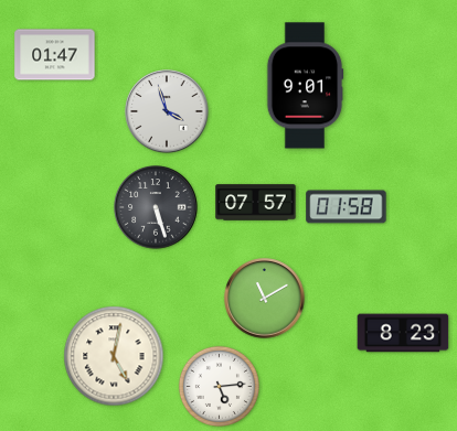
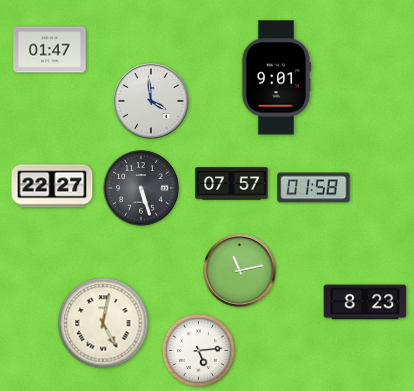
clock at (167, 111): 3:57 -> 3:59
clock at (52, 186): none -> 22:27
clock at (265, 299): 11:10 -> 11:13
